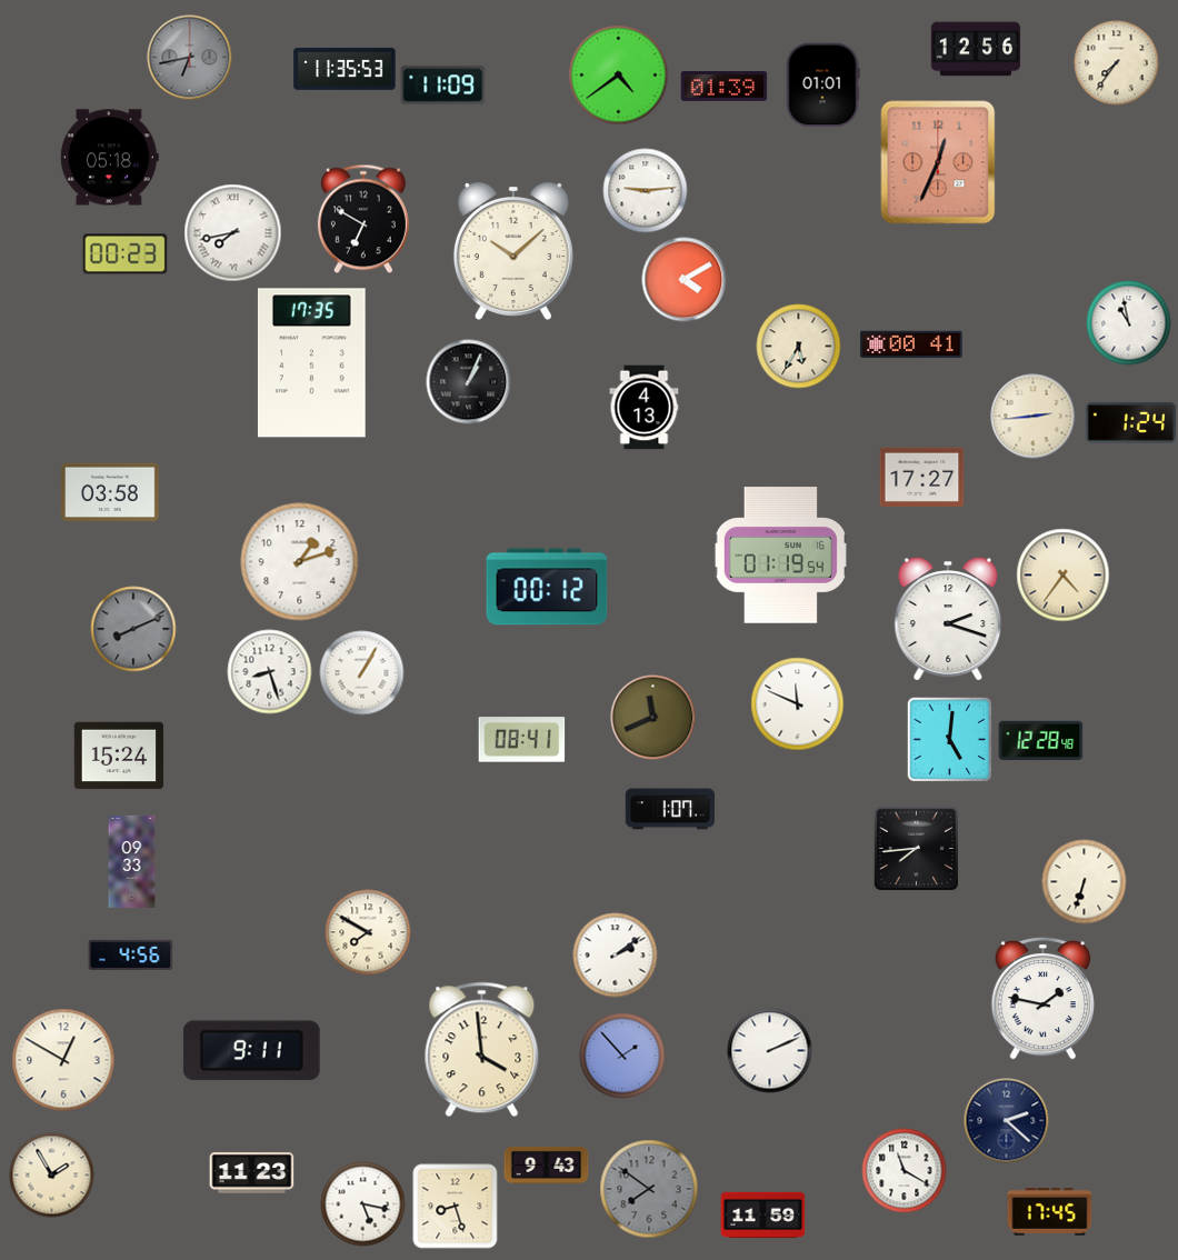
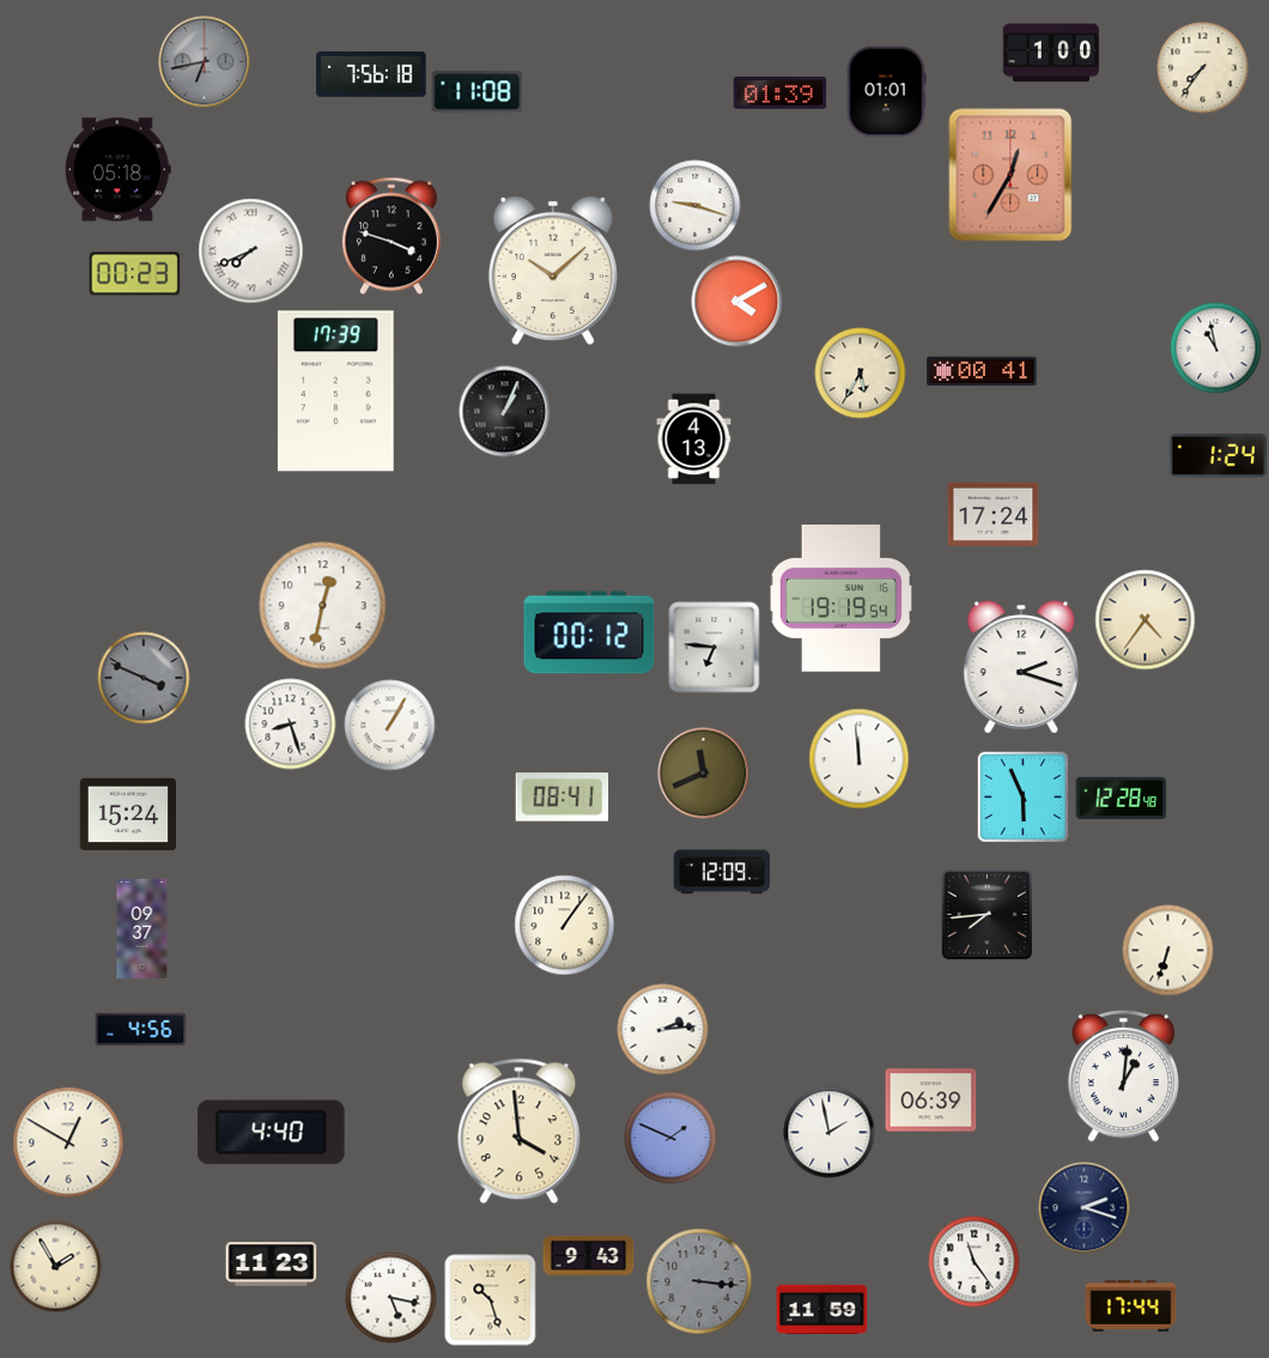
clock at (976, 49): 12:56 -> 1:00
clock at (345, 69): 11:35 -> 7:56
clock at (619, 76): 4:39 -> none
clock at (443, 86): 11:09 -> 11:08
clock at (938, 162): 12:34 -> 12:35
clock at (646, 191): 9:14 -> 9:18
clock at (363, 219): 6:50 -> 3:48
clock at (233, 233): 7:43 -> 7:41
clock at (311, 363): 17:35 -> 17:39
clock at (1034, 417): 2:44 -> none
clock at (922, 477): 17:27 -> 17:24
clock at (111, 492): 03:58 -> none
clock at (780, 556): 01:19 -> 19:19
clock at (300, 562): 1:12 -> 12:32
clock at (715, 648): none -> 6:46
clock at (133, 629): 8:11 -> 3:49
clock at (798, 704): 11:49 -> 11:59
clock at (949, 739): 5:01 -> 5:56
clock at (670, 809): 1:07 -> 12:09
clock at (565, 926): none -> 1:06
clock at (132, 861): 09:33 -> 09:37
clock at (368, 932): 7:50 -> none
clock at (616, 956): 2:09 -> 2:14
clock at (1044, 998): 1:47 -> 1:01
clock at (931, 1101): none -> 06:39
clock at (251, 1051): 9:11 -> 4:40
clock at (770, 1051): 2:11 -> 1:58
clock at (622, 1056): 1:53 -> 1:49
clock at (1007, 1121): 2:22 -> 2:18
clock at (905, 1171): 11:20 -> 11:24
clock at (649, 1189): 7:51 -> 3:16
clock at (456, 1207): 8:27 -> 10:27
clock at (1050, 1212): 17:45 -> 17:44
